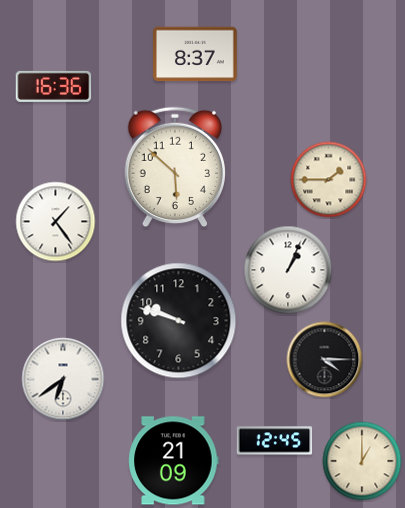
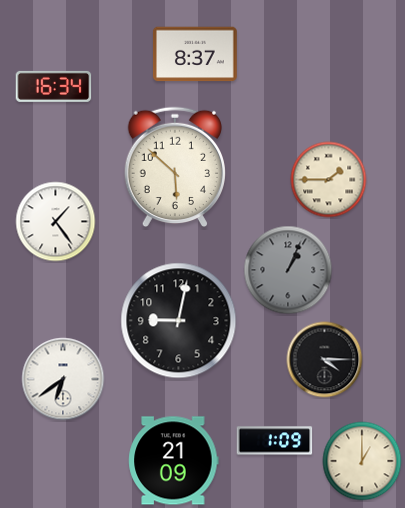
clock at (54, 86): 16:36 -> 16:34
clock at (288, 270) dial: white -> grey
clock at (179, 321): 9:48 -> 9:02
clock at (275, 441): 12:45 -> 1:09
